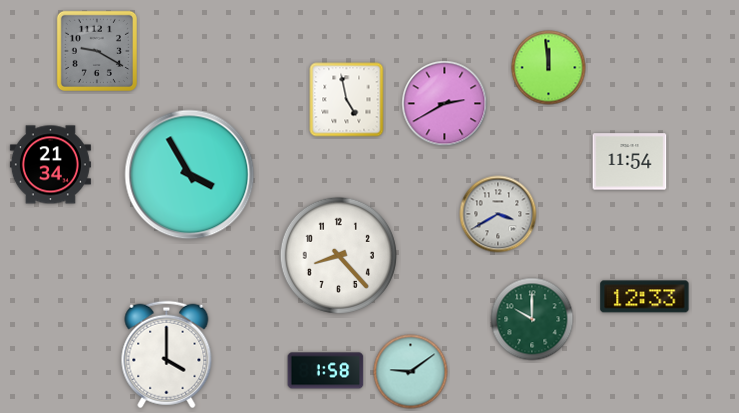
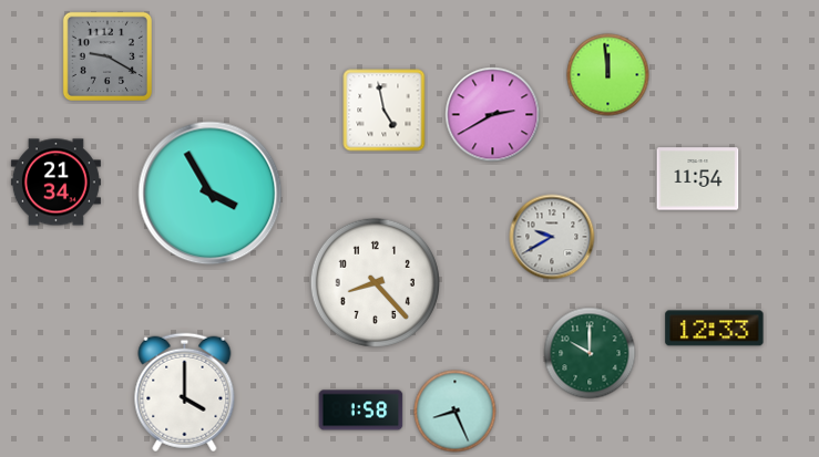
clock at (498, 214): 3:40 -> 9:40
clock at (411, 372): 9:09 -> 8:26
